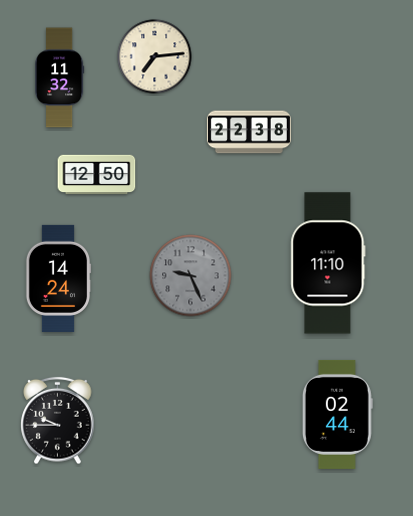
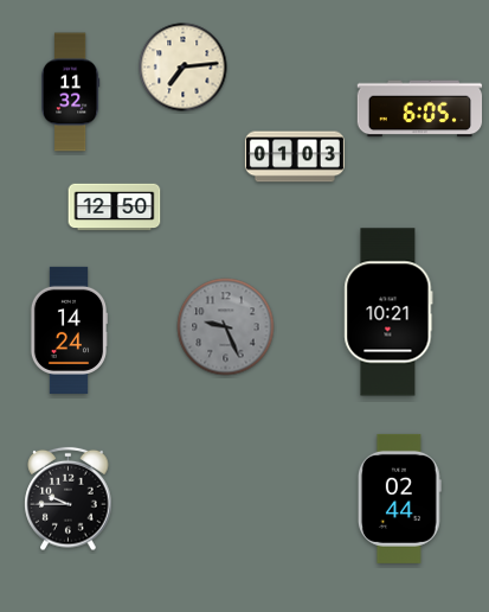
clock at (420, 109): none -> 6:05
clock at (249, 132): 22:38 -> 01:03
clock at (328, 263): 11:10 -> 10:21
clock at (337, 414) position: (337, 414) -> (399, 498)
